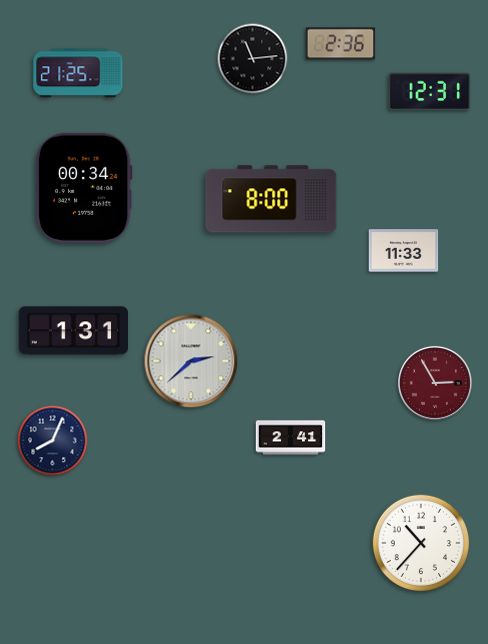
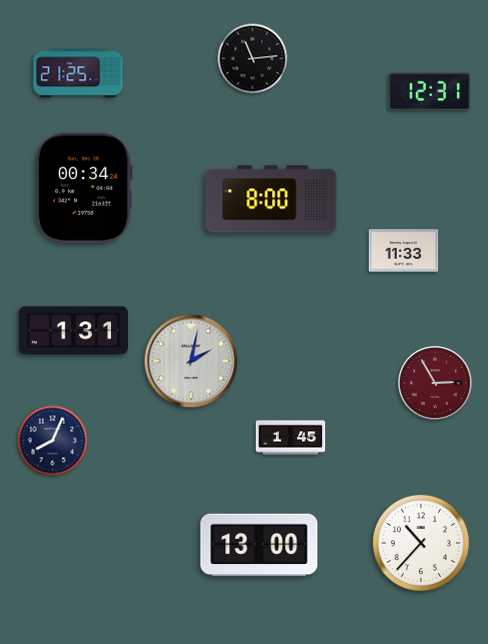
clock at (341, 44): 2:36 -> none
clock at (191, 361): 2:38 -> 2:02
clock at (291, 438): 2:41 -> 1:45
clock at (259, 545): none -> 13:00
